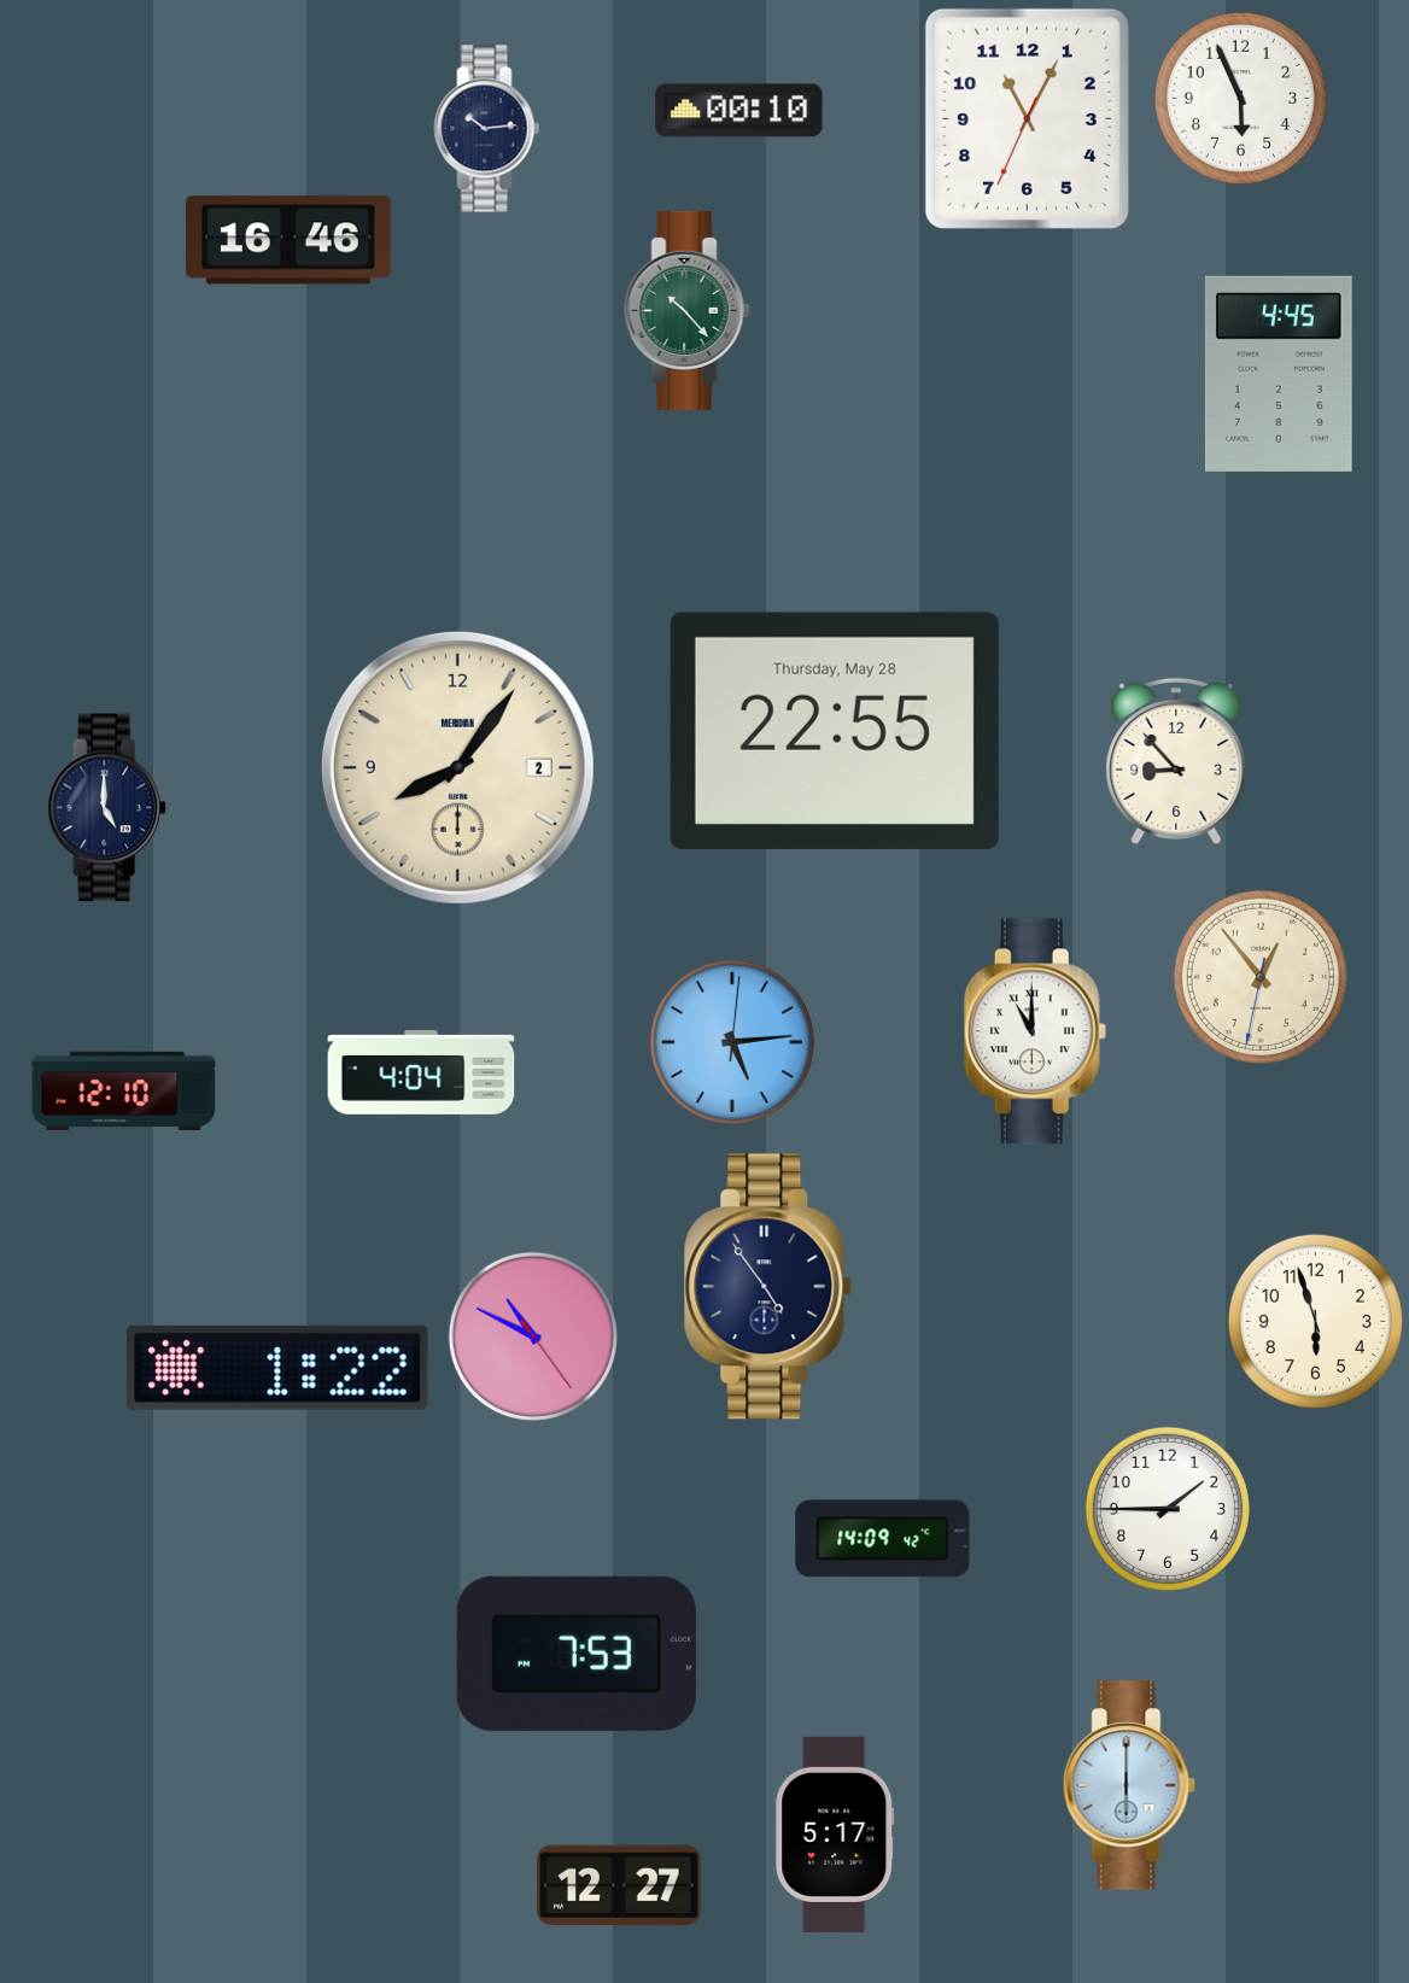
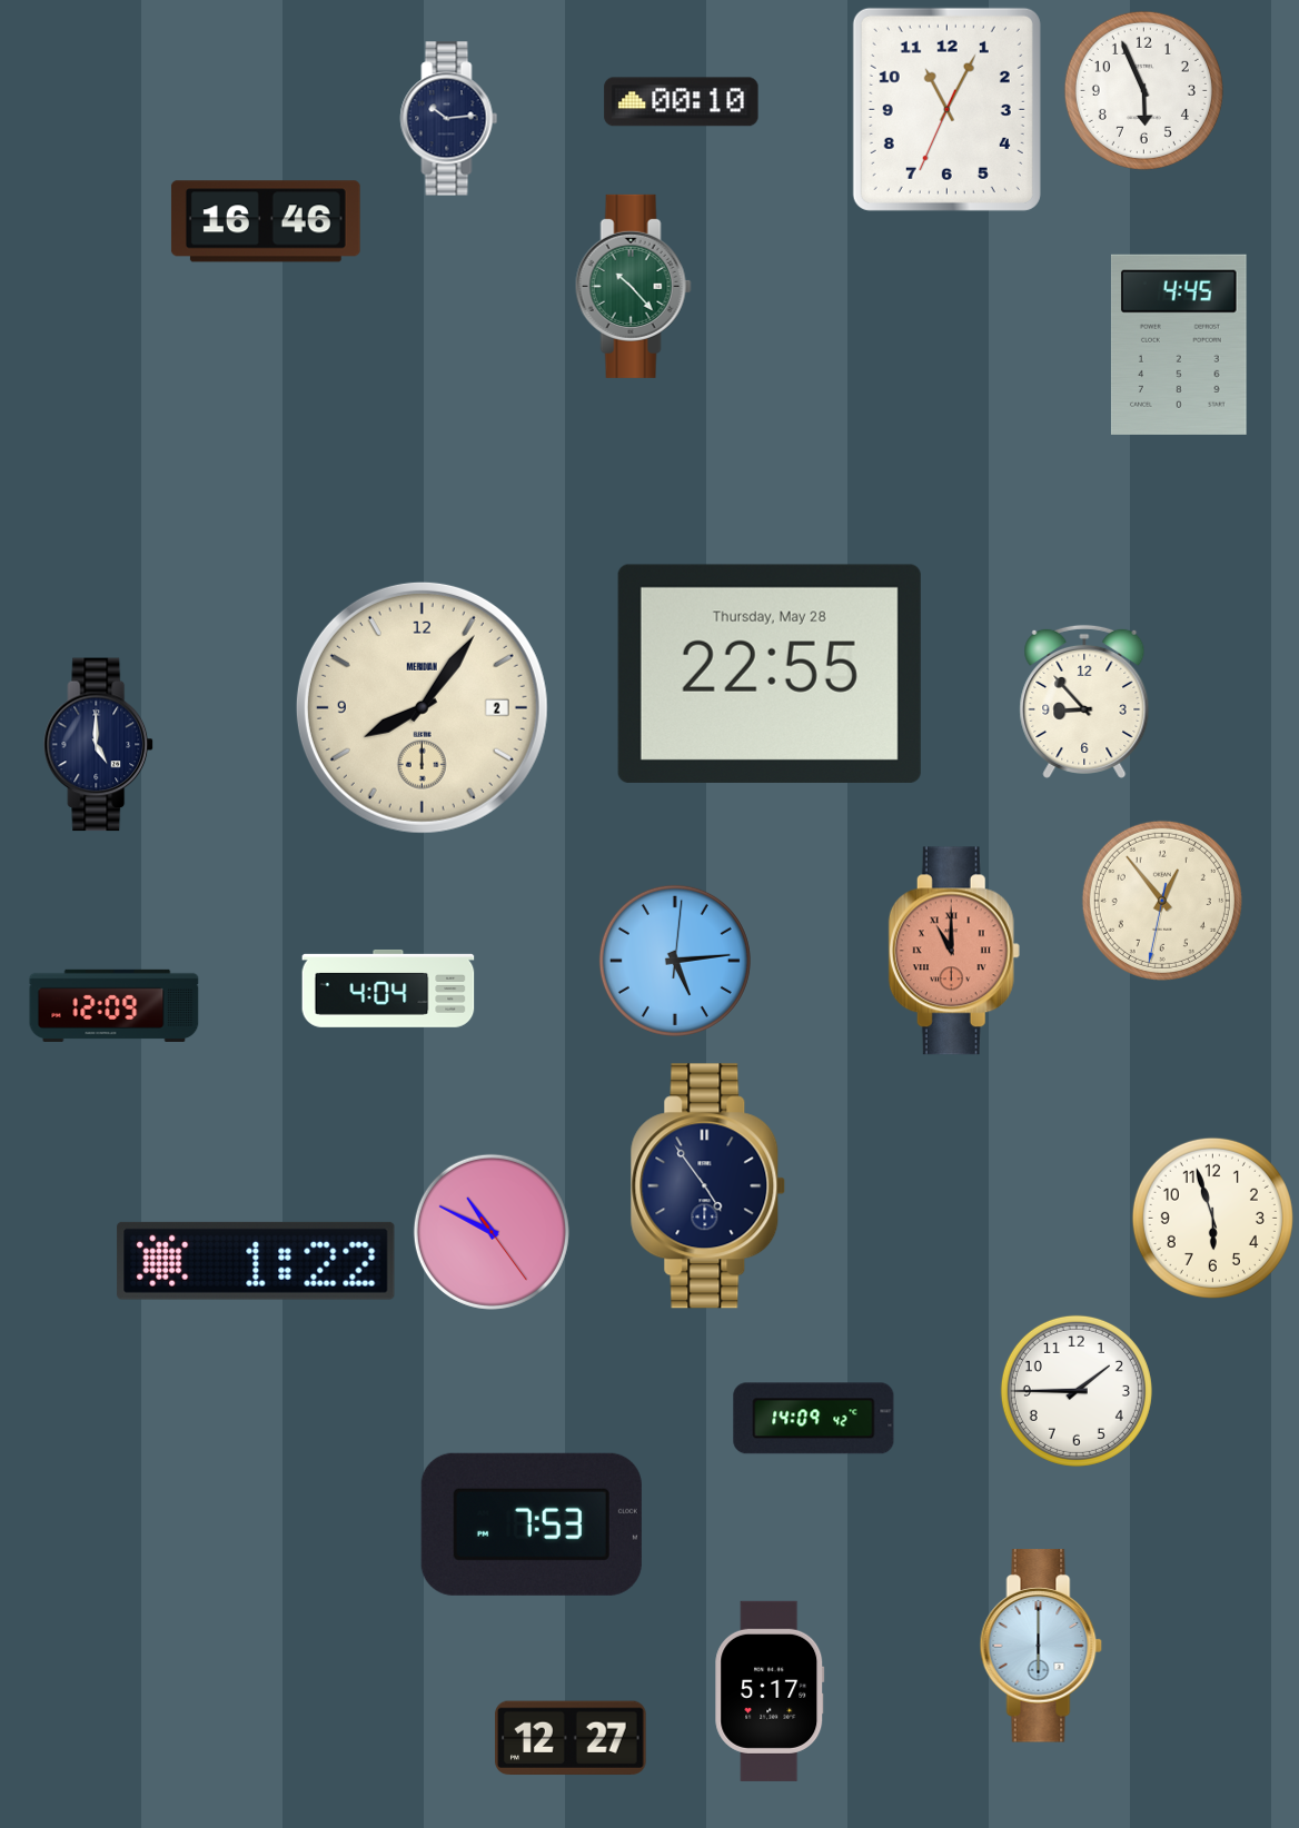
clock at (1035, 1031) dial: white -> salmon
clock at (124, 1090): 12:10 -> 12:09
